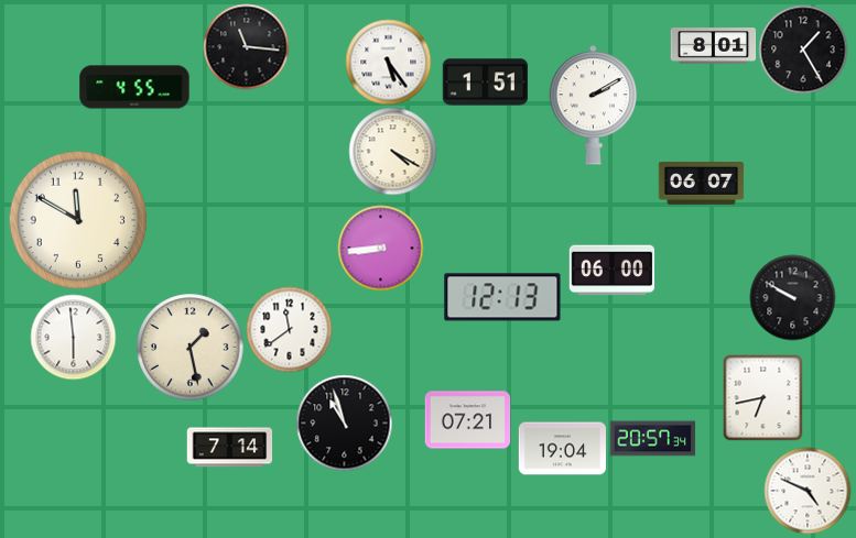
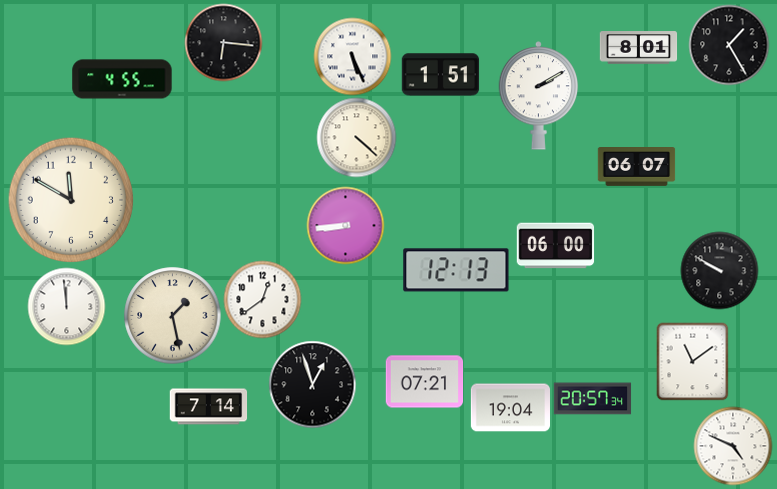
clock at (246, 46): 11:16 -> 6:16
clock at (713, 46) position: (713, 46) -> (638, 48)
clock at (388, 62): 5:24 -> 5:26
clock at (392, 151): 4:20 -> 4:22
clock at (289, 329): 11:39 -> 12:39
clock at (73, 337): 5:59 -> 11:59
clock at (763, 397): 6:43 -> 11:09
clock at (344, 422): 10:57 -> 12:57
